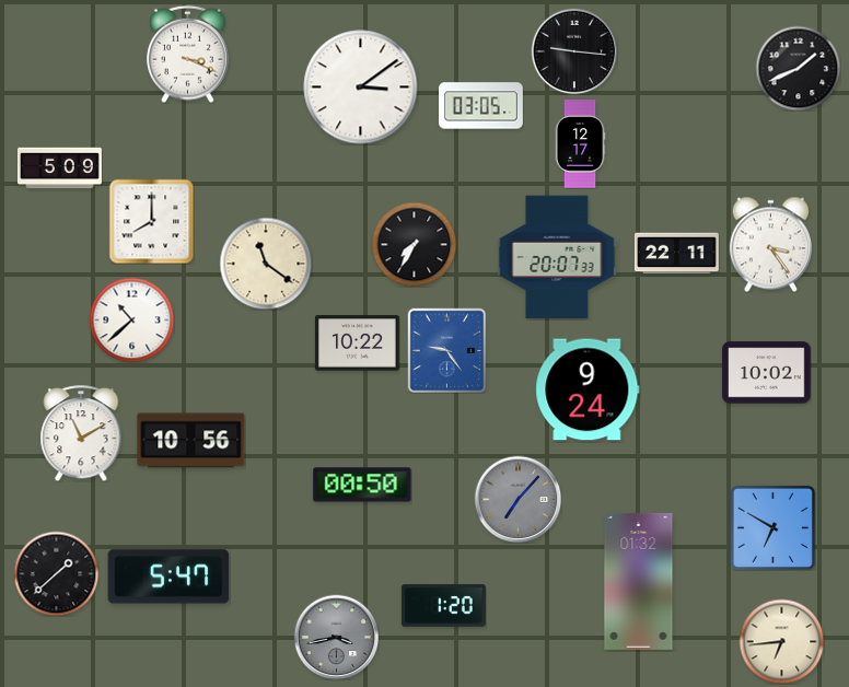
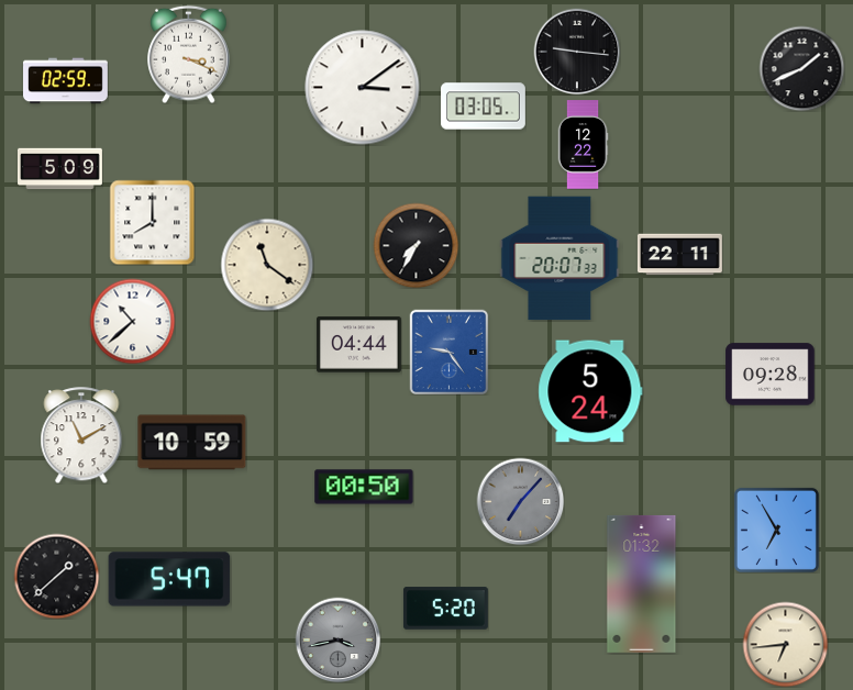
clock at (66, 81): none -> 02:59
clock at (580, 144): 12:17 -> 12:22
clock at (770, 244): 3:24 -> none
clock at (357, 343): 10:22 -> 04:44
clock at (767, 373): 10:02 -> 09:28
clock at (588, 389): 9:24 -> 5:24
clock at (191, 441): 10:56 -> 10:59
clock at (772, 527): 6:50 -> 6:55
clock at (443, 606): 1:20 -> 5:20
